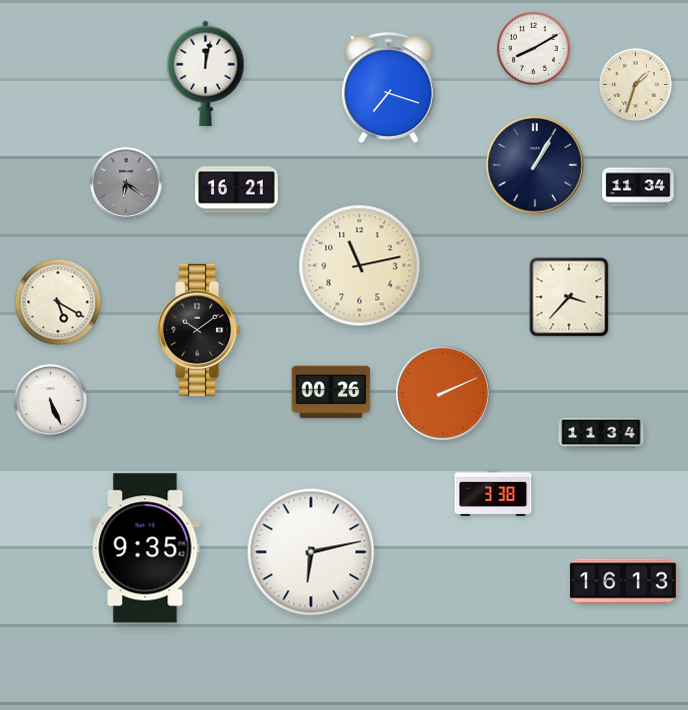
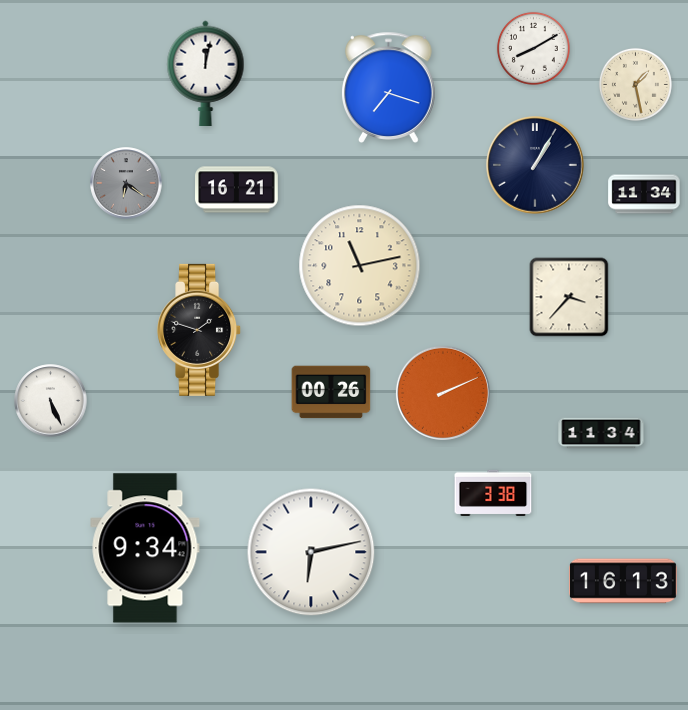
clock at (635, 84): 1:33 -> 1:28
clock at (638, 187) position: (638, 187) -> (644, 194)
clock at (58, 302): 5:20 -> none
clock at (200, 330): 10:09 -> 1:48
clock at (145, 548): 9:35 -> 9:34
